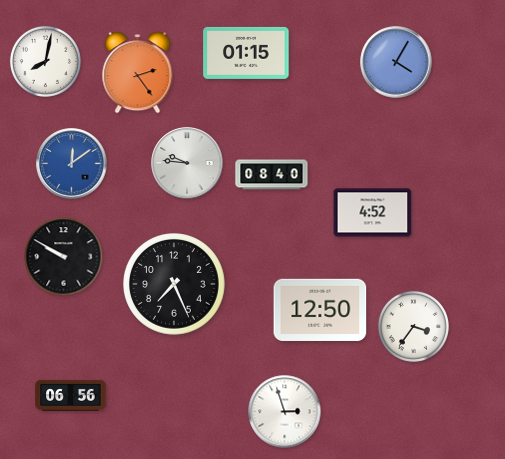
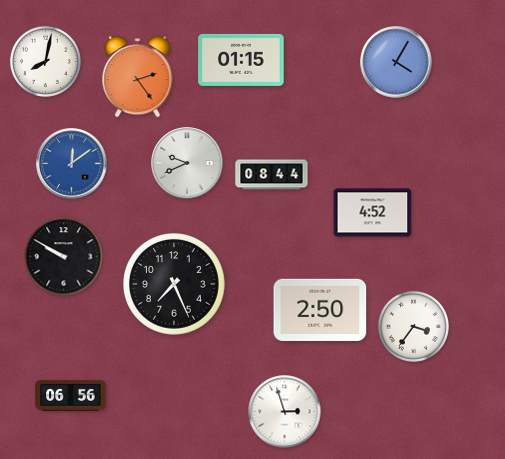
clock at (246, 53) position: (246, 53) -> (241, 60)
clock at (138, 73) position: (138, 73) -> (138, 77)
clock at (187, 163): 9:46 -> 9:41
clock at (272, 175): 08:40 -> 08:44
clock at (320, 309): 12:50 -> 2:50
